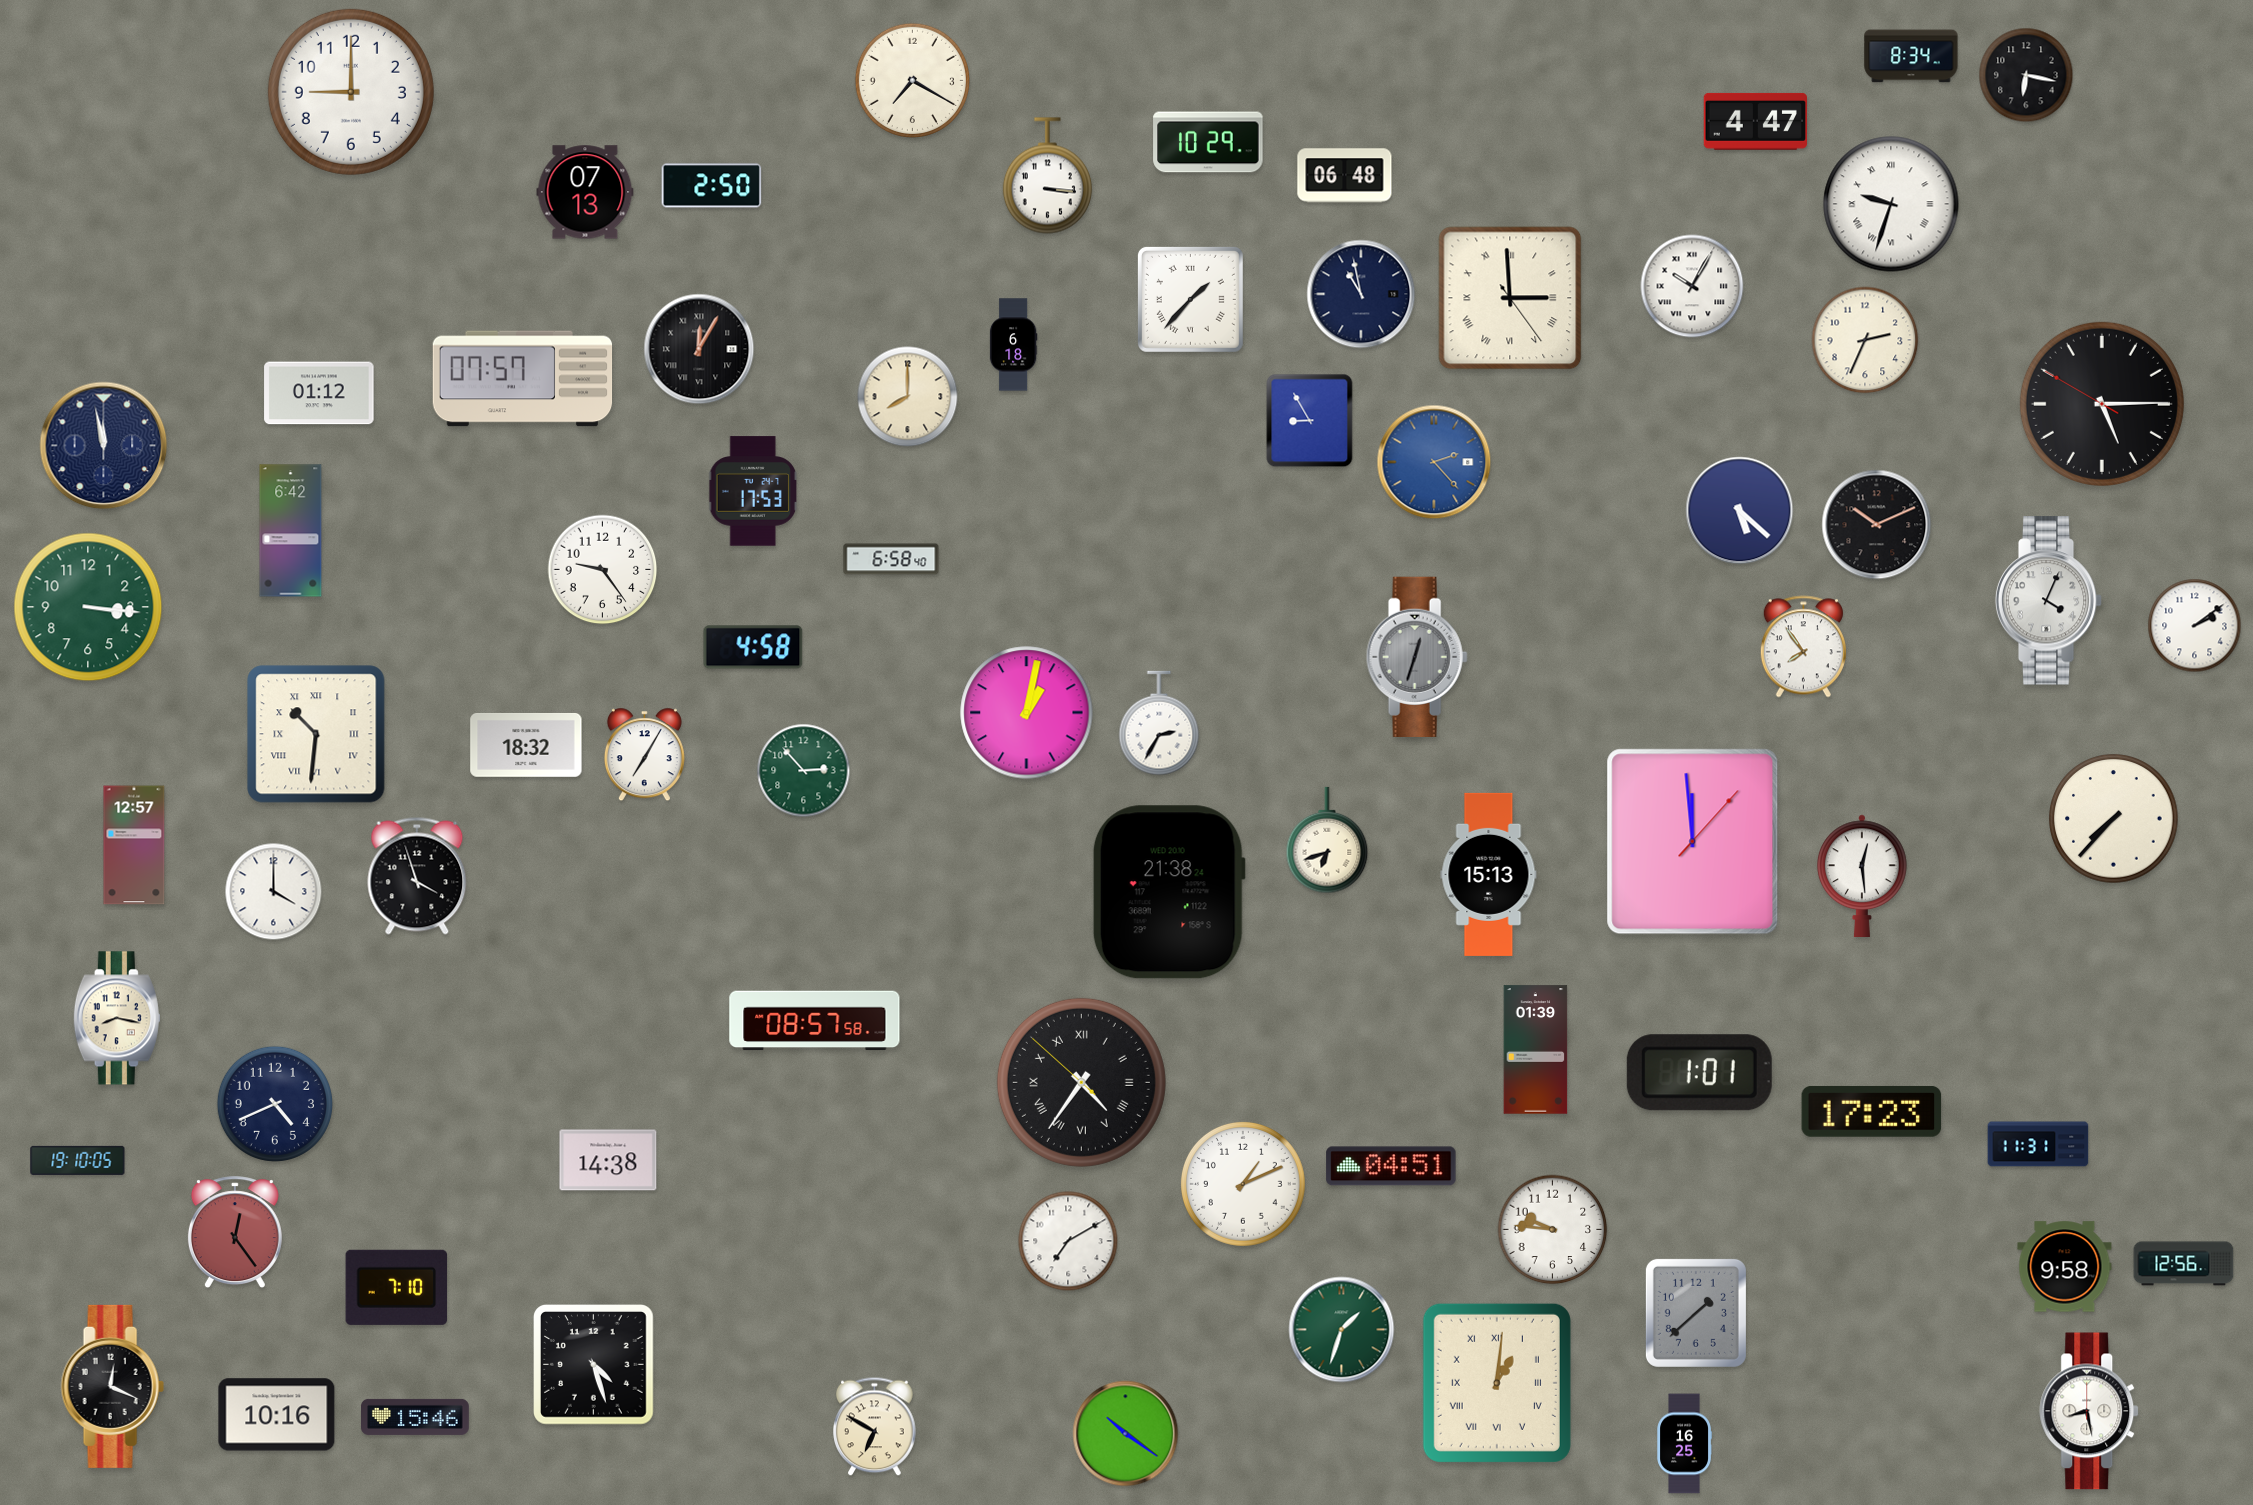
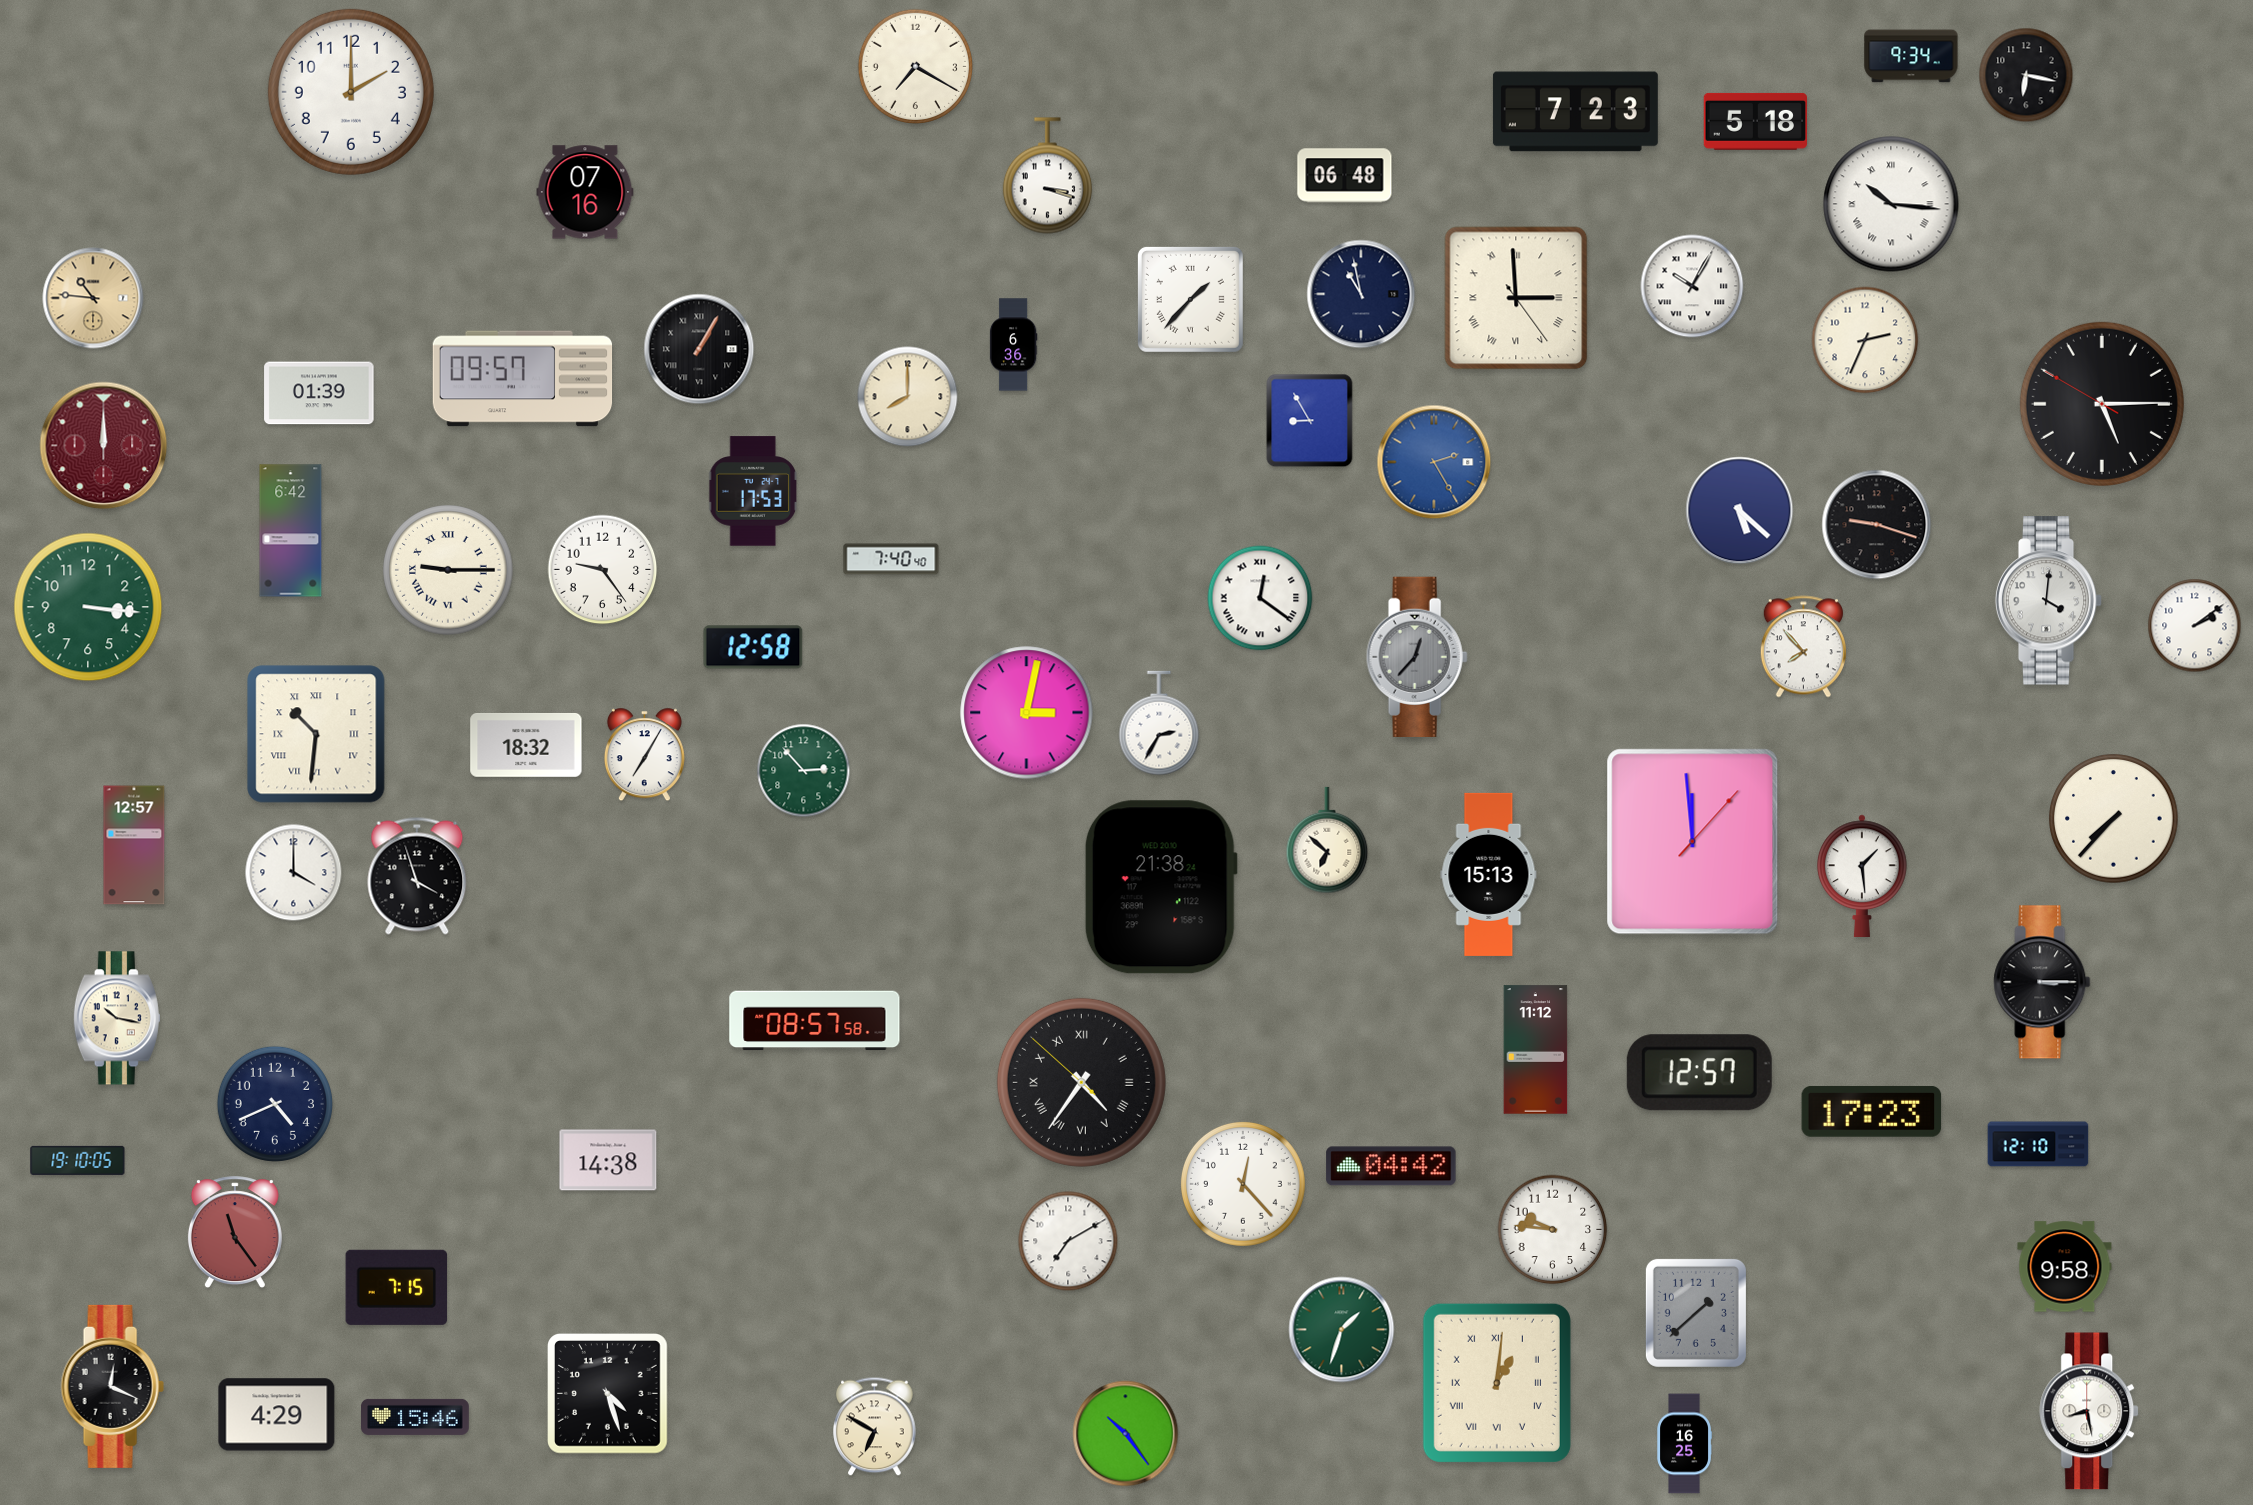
clock at (1911, 56): 8:34 -> 9:34
clock at (912, 80) position: (912, 80) -> (915, 66)
clock at (351, 92): 9:00 -> 2:00
clock at (1575, 112): none -> 7:23
clock at (1755, 121): 4:47 -> 5:18
clock at (1208, 142): 10:29 -> none
clock at (1047, 176): 3:16 -> 3:18
clock at (712, 186): 2:50 -> none
clock at (585, 192): 07:13 -> 07:16
clock at (1891, 204): 9:33 -> 10:16
clock at (93, 298): none -> 10:46
clock at (1510, 298) position: (1510, 298) -> (1516, 298)
clock at (1013, 345): 6:18 -> 6:36
clock at (699, 349): 12:05 -> 1:05
clock at (523, 379): 07:57 -> 09:57
clock at (319, 393): 01:12 -> 01:39
clock at (104, 446): 11:58 -> 12:00
clock at (104, 446) dial: navy -> burgundy
clock at (1434, 462): 2:23 -> 2:25
clock at (1877, 525): 10:11 -> 9:18
clock at (891, 559): 6:58 -> 7:40
clock at (448, 570): none -> 9:15
clock at (1260, 598): none -> 12:21
clock at (2049, 601): 4:04 -> 4:01
clock at (753, 647): 4:58 -> 12:58
clock at (1803, 647): 7:54 -> 7:53
clock at (1417, 656): 12:33 -> 12:37
clock at (1027, 713): 1:02 -> 3:02
clock at (1327, 840): 6:42 -> 6:52
clock at (1862, 875): 12:29 -> 1:29
clock at (274, 892) position: (274, 892) -> (294, 873)
clock at (1169, 892) position: (1169, 892) -> (1161, 887)
clock at (2042, 982): none -> 3:15
clock at (117, 1018): 8:17 -> 10:17
clock at (1536, 1050): 01:39 -> 11:12
clock at (1699, 1073): 1:01 -> 12:57
clock at (2038, 1144): 11:31 -> 12:10
clock at (1391, 1166): 04:51 -> 04:42
clock at (1243, 1184): 1:11 -> 12:23
clock at (235, 1233): 12:24 -> 11:24
clock at (2184, 1264): 12:56 -> none
clock at (397, 1287): 7:10 -> 7:15
clock at (594, 1365) position: (594, 1365) -> (608, 1394)
clock at (277, 1415): 10:16 -> 4:29
clock at (1126, 1434): 10:21 -> 10:24
